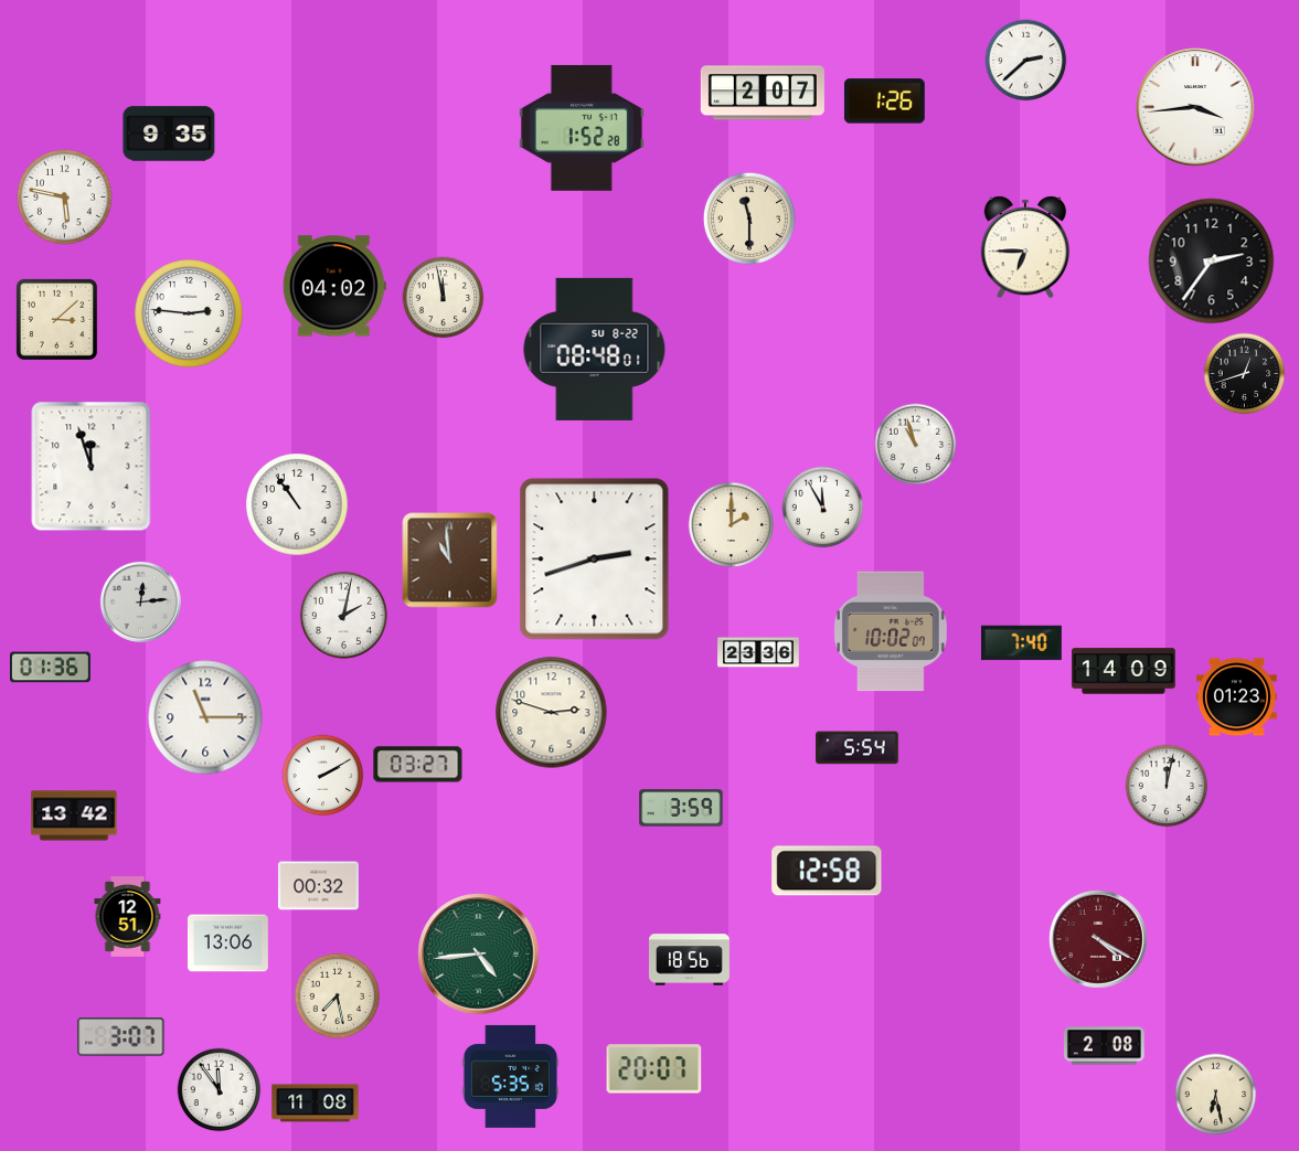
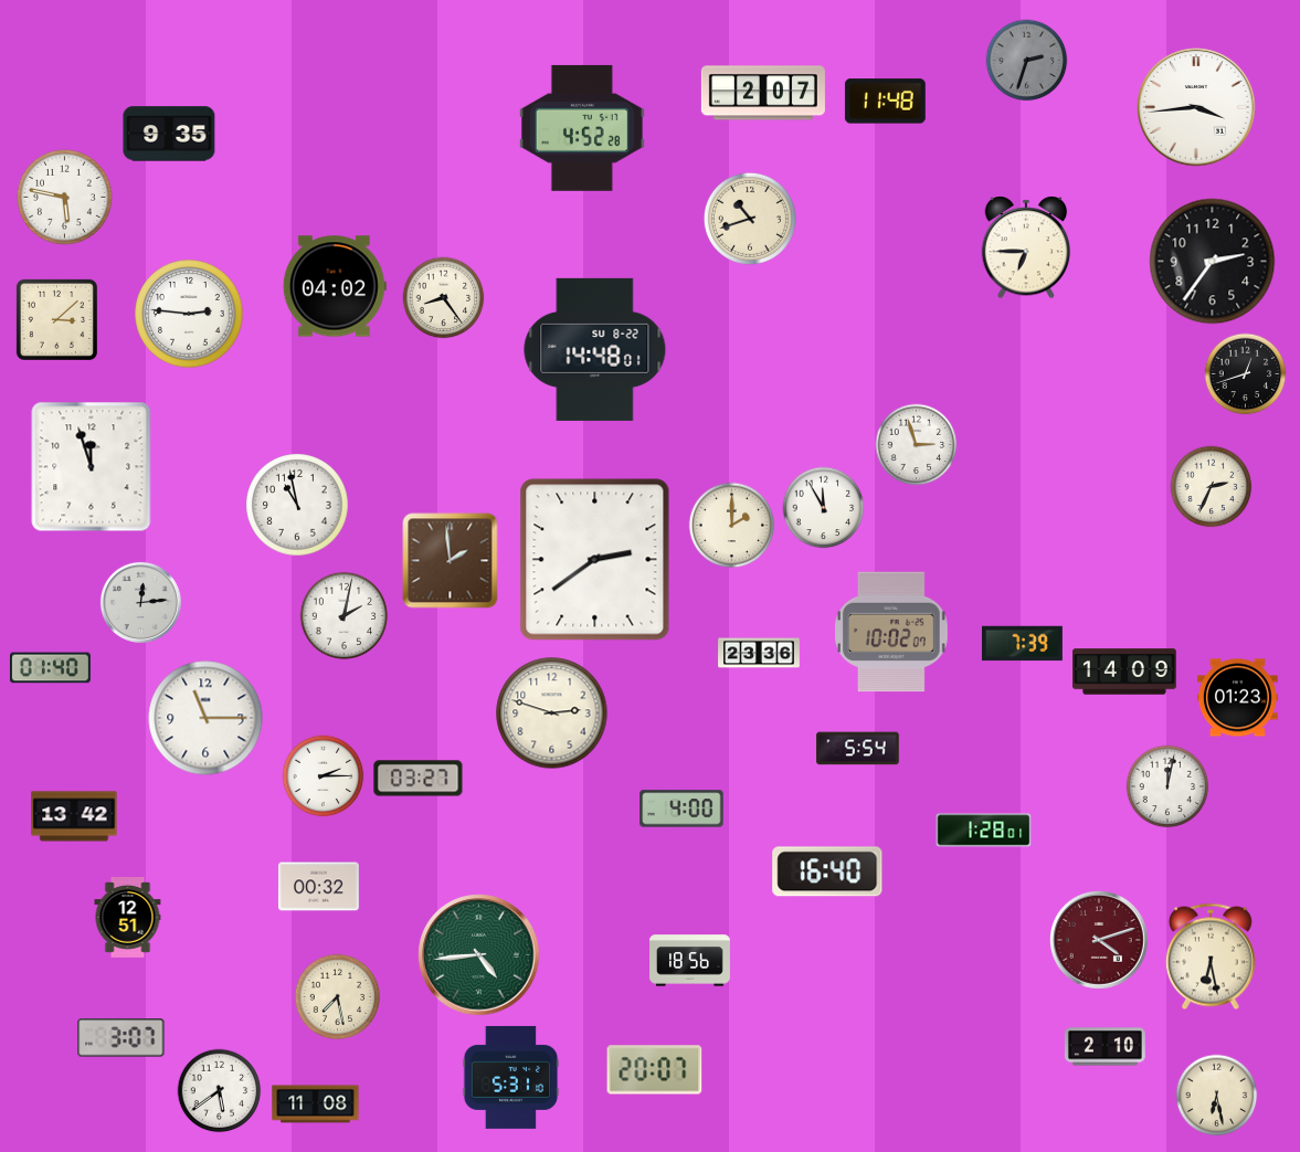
clock at (1026, 61): 2:38 -> 2:33
clock at (1026, 61) dial: white -> grey
clock at (884, 102): 1:26 -> 11:48
clock at (582, 128): 1:52 -> 4:52
clock at (749, 219): 11:30 -> 10:42
clock at (444, 298): 11:58 -> 8:24
clock at (595, 349): 08:48 -> 14:48
clock at (916, 445): 10:57 -> 2:57
clock at (1212, 487): none -> 2:34
clock at (297, 504): 10:54 -> 10:58
clock at (595, 559): 2:42 -> 2:39
clock at (450, 561): 10:59 -> 1:59
clock at (1021, 643): 7:40 -> 7:39
clock at (50, 668): 01:36 -> 01:40
clock at (418, 765) position: (418, 765) -> (419, 779)
clock at (323, 776): 2:10 -> 2:15
clock at (681, 808): 3:59 -> 4:00
clock at (984, 831): none -> 1:28
clock at (827, 871): 12:58 -> 16:40
clock at (1098, 939): 4:20 -> 4:12
clock at (228, 944): 13:06 -> none
clock at (1211, 957): none -> 6:28
clock at (1104, 1046): 2:08 -> 2:10
clock at (511, 1076): 5:35 -> 5:31
clock at (220, 1090): 11:54 -> 5:39
